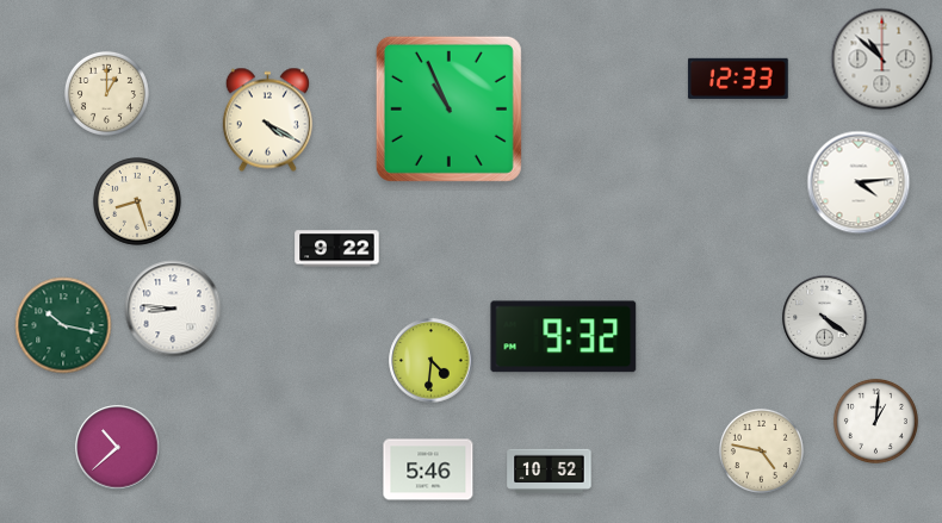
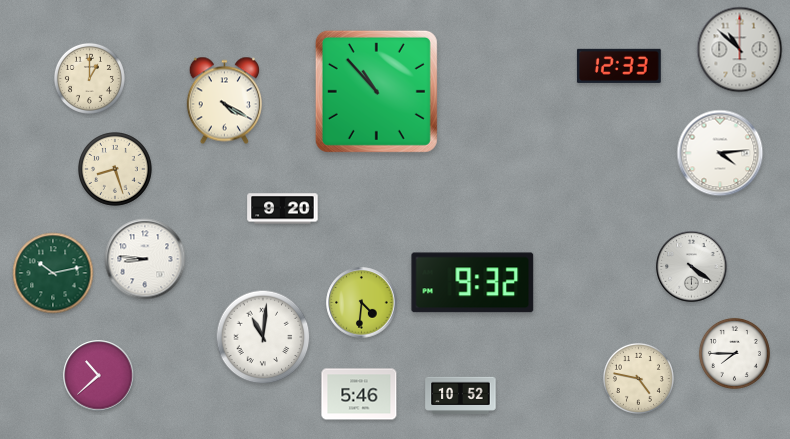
clock at (448, 108): 10:56 -> 10:53
clock at (337, 249): 9:22 -> 9:20
clock at (63, 325): 10:17 -> 10:13
clock at (263, 337): none -> 11:01
clock at (875, 421): 1:01 -> 7:45
